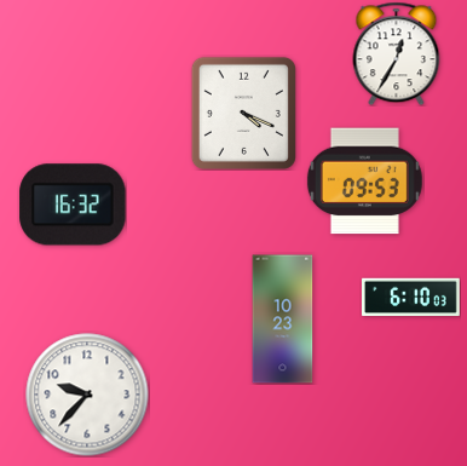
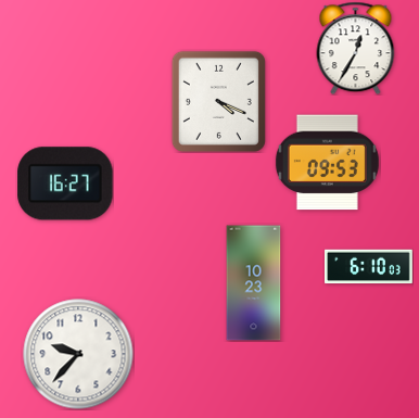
clock at (73, 205): 16:32 -> 16:27
clock at (283, 320) position: (283, 320) -> (254, 283)
